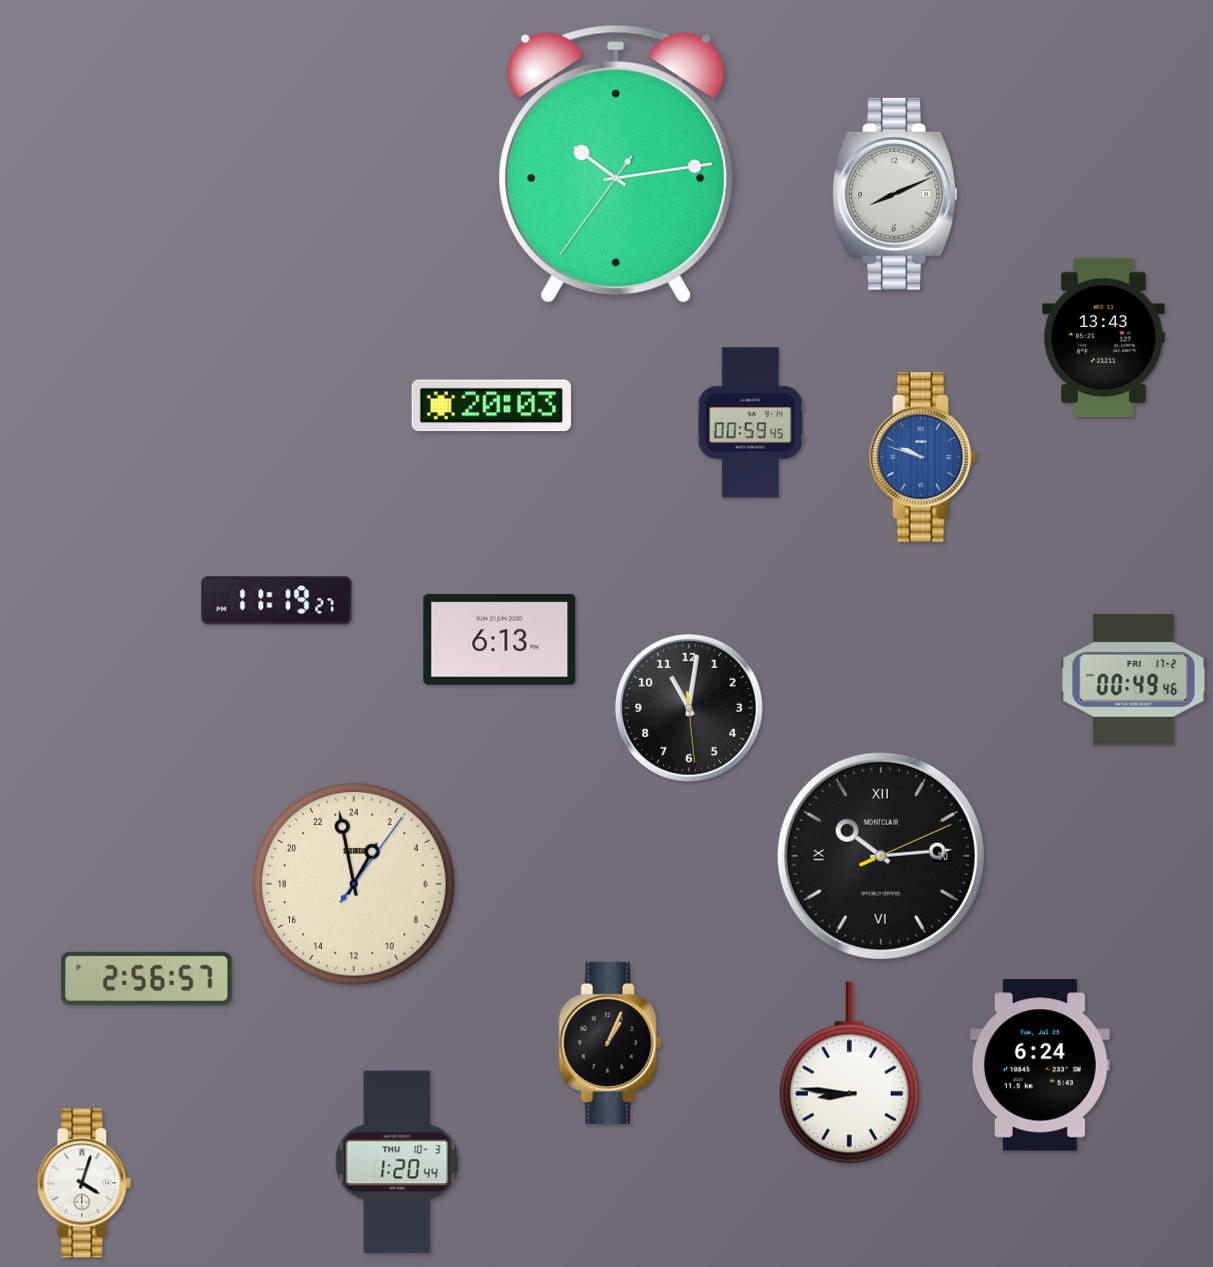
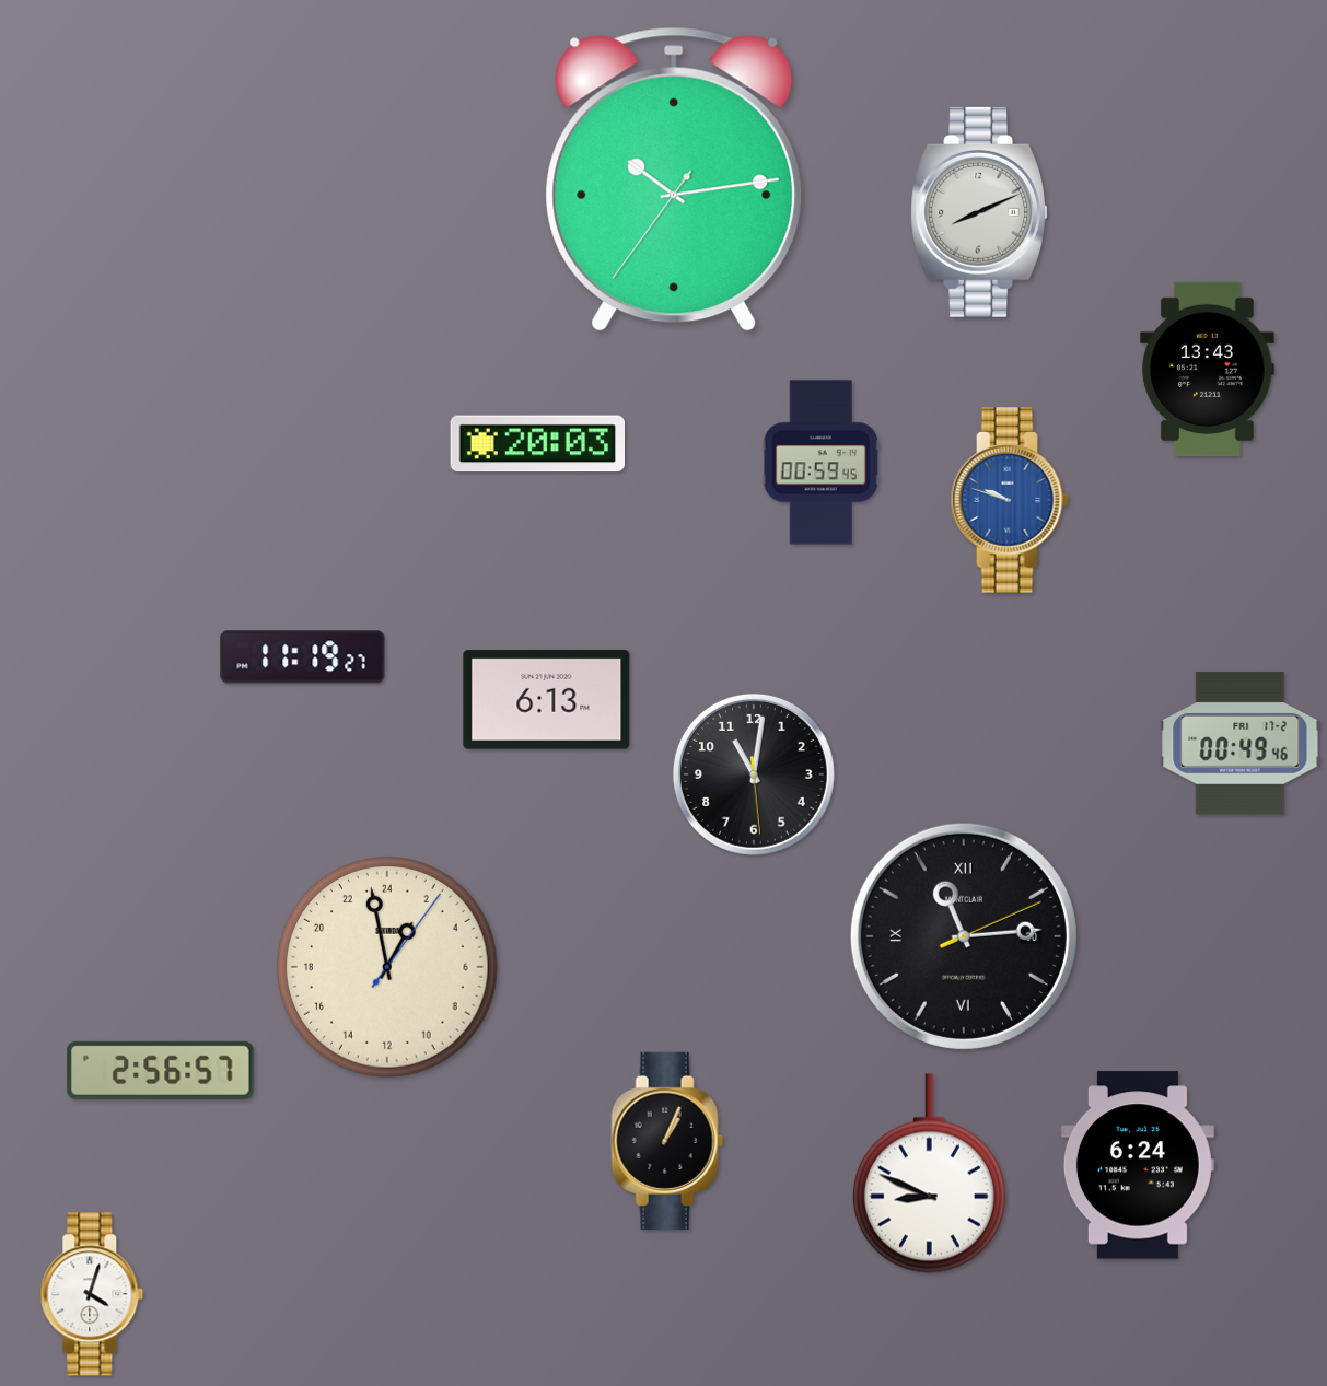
clock at (881, 856): 10:14 -> 11:14
clock at (849, 1073): 8:46 -> 8:49
clock at (397, 1162): 1:20 -> none
